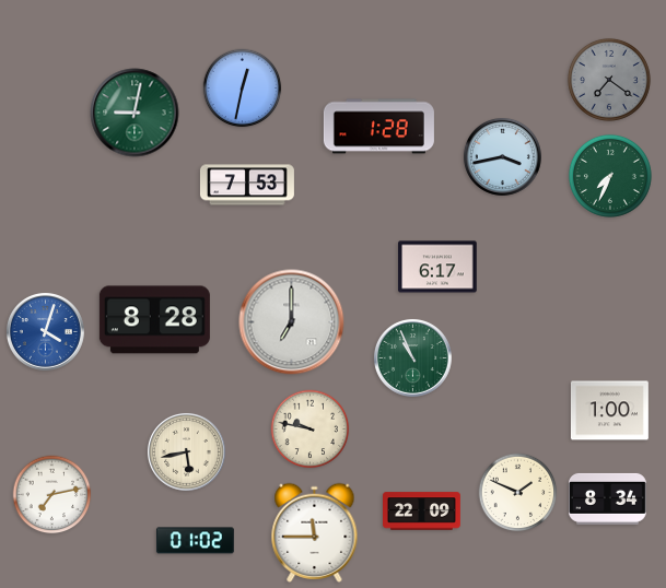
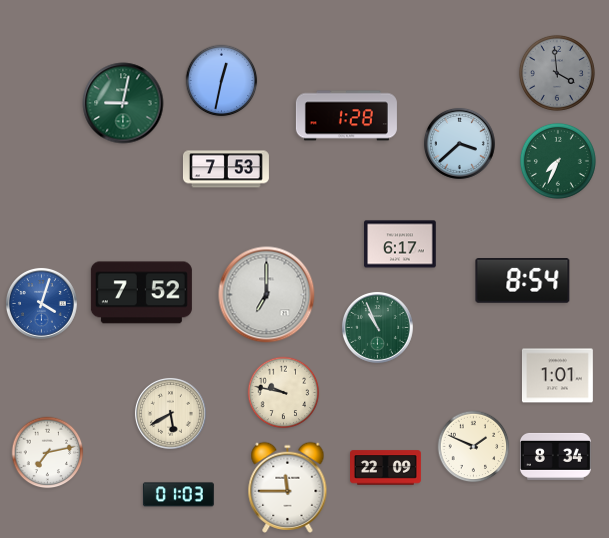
clock at (609, 80): 7:21 -> 3:59
clock at (502, 156): 3:43 -> 3:38
clock at (523, 281): none -> 8:54
clock at (154, 320): 8:28 -> 7:52
clock at (609, 411): 1:00 -> 1:01
clock at (186, 451): 5:43 -> 5:40
clock at (518, 493) position: (518, 493) -> (474, 447)
clock at (195, 541): 01:02 -> 01:03
